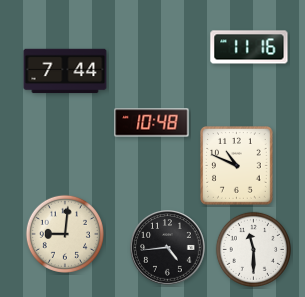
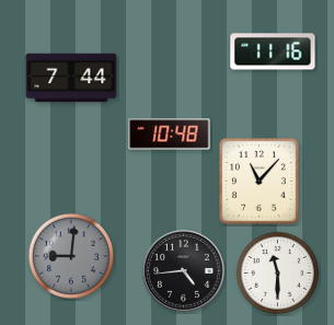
clock at (152, 123) position: (152, 123) -> (170, 135)
clock at (237, 166): 10:49 -> 11:07
clock at (65, 234) dial: cream -> grey
